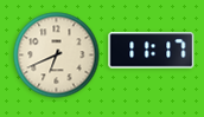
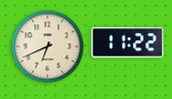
clock at (152, 51): 11:17 -> 11:22
